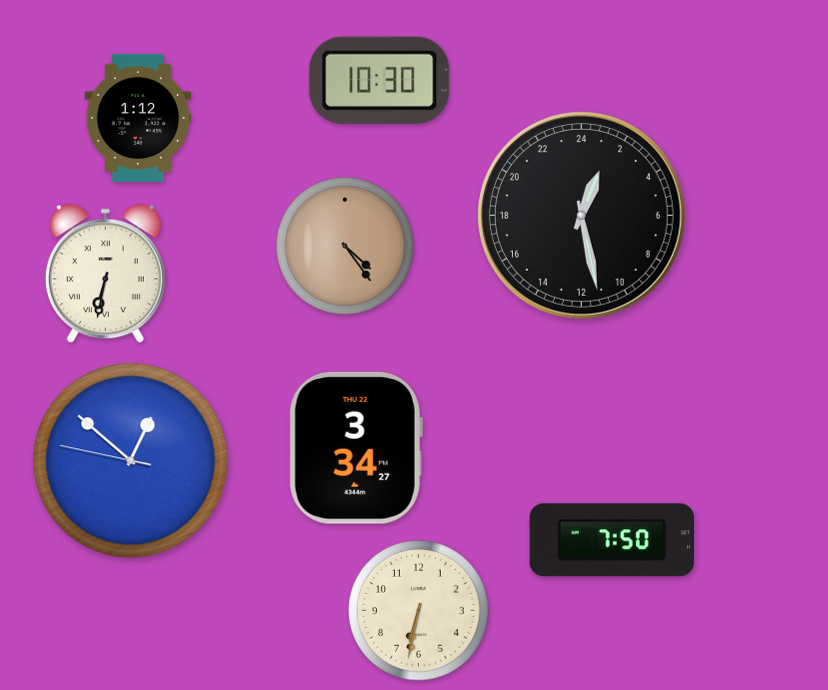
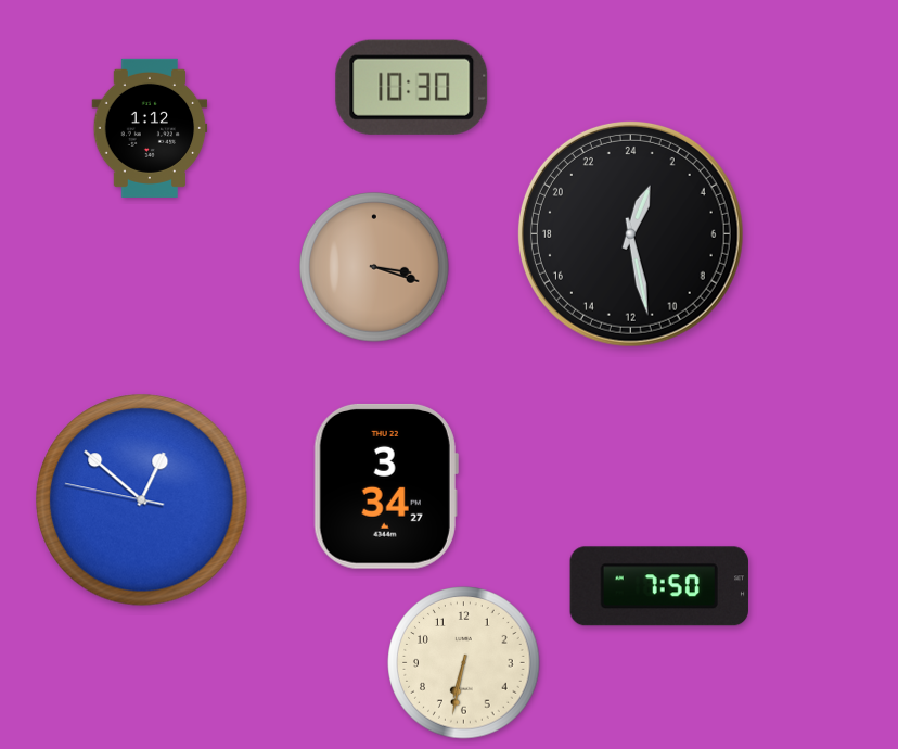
clock at (346, 247): 4:24 -> 3:18
clock at (105, 274): 6:32 -> none
clock at (612, 540) position: (612, 540) -> (659, 586)
clock at (419, 611) position: (419, 611) -> (464, 663)
